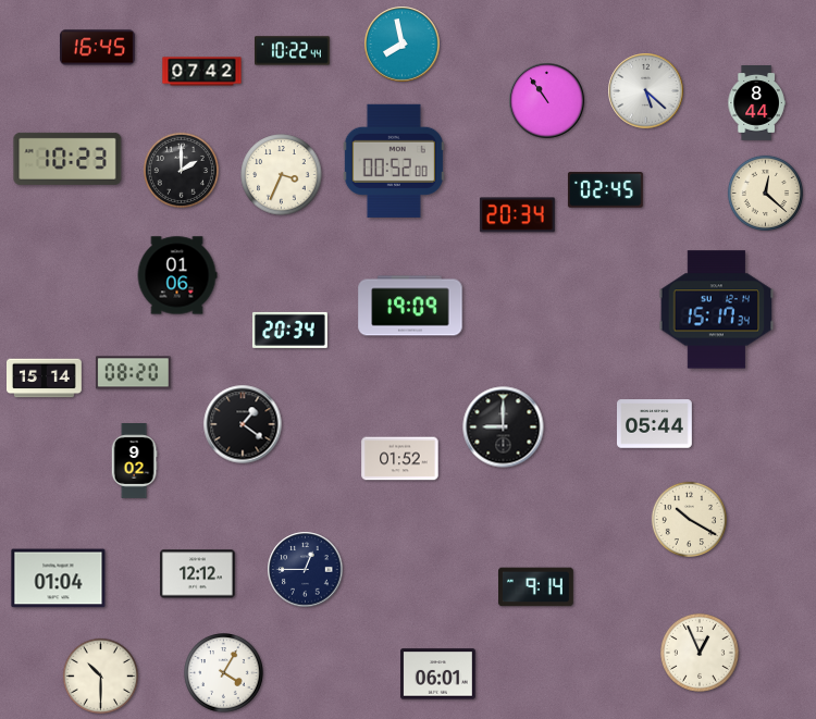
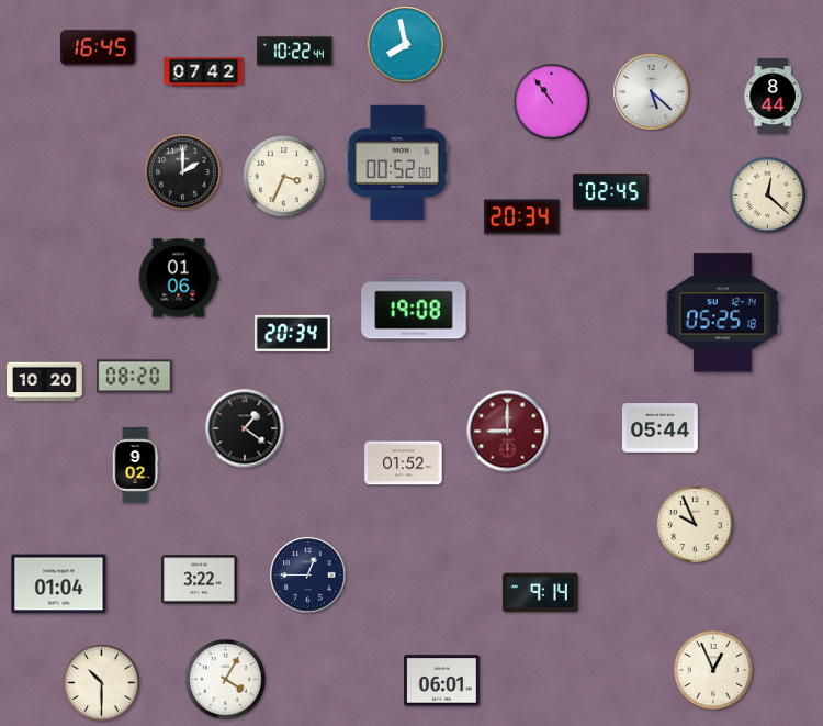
clock at (756, 103) position: (756, 103) -> (773, 97)
clock at (67, 159): 10:23 -> none
clock at (765, 193) position: (765, 193) -> (767, 194)
clock at (410, 306): 19:09 -> 19:08
clock at (717, 310): 15:17 -> 05:25
clock at (45, 379): 15:14 -> 10:20
clock at (504, 427) dial: black -> burgundy
clock at (689, 519): 10:20 -> 9:56
clock at (198, 574): 12:12 -> 3:22
clock at (700, 653) position: (700, 653) -> (713, 670)
